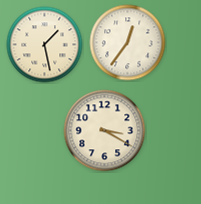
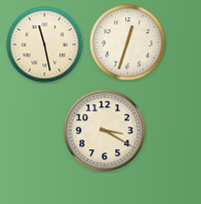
clock at (128, 43): 12:36 -> 12:33
clock at (45, 45): 1:28 -> 11:28
